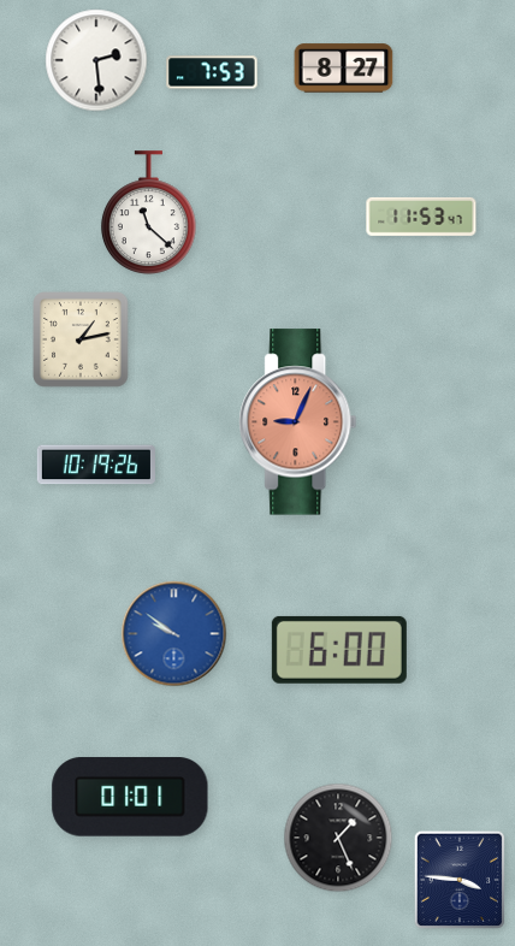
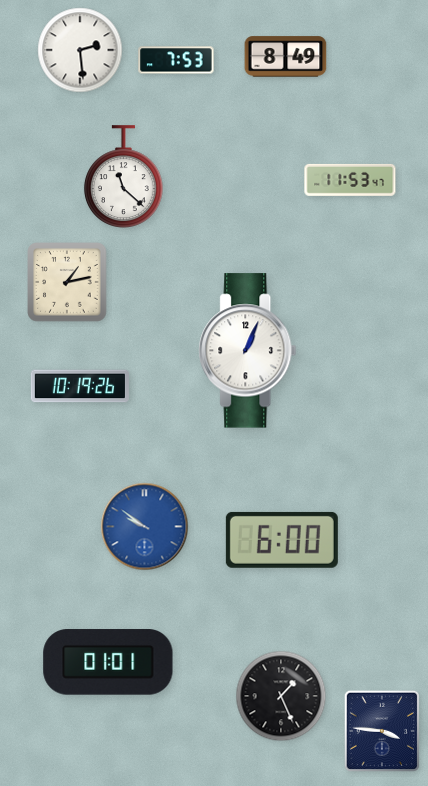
clock at (344, 69): 8:27 -> 8:49
clock at (298, 422): 9:04 -> 1:04
clock at (298, 422) dial: salmon -> white
